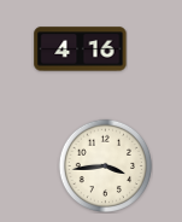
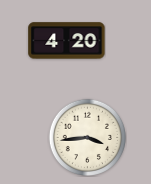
clock at (81, 49): 4:16 -> 4:20
